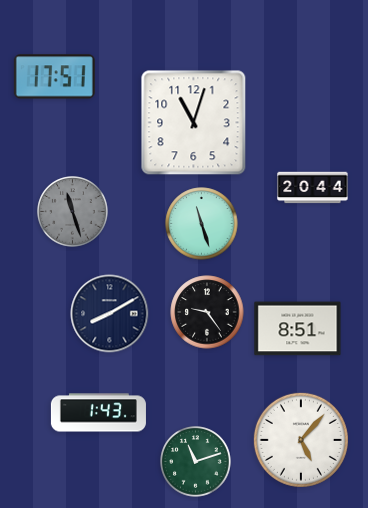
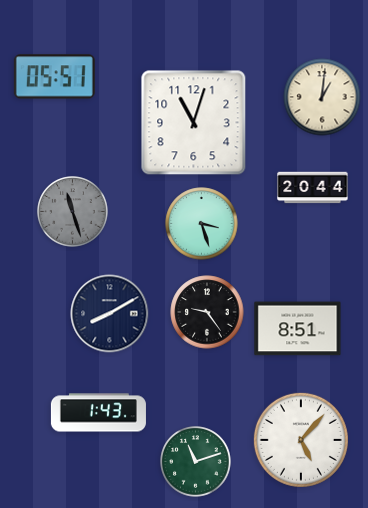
clock at (54, 77): 17:51 -> 05:51
clock at (322, 97): none -> 1:01
clock at (202, 224): 11:27 -> 3:27
